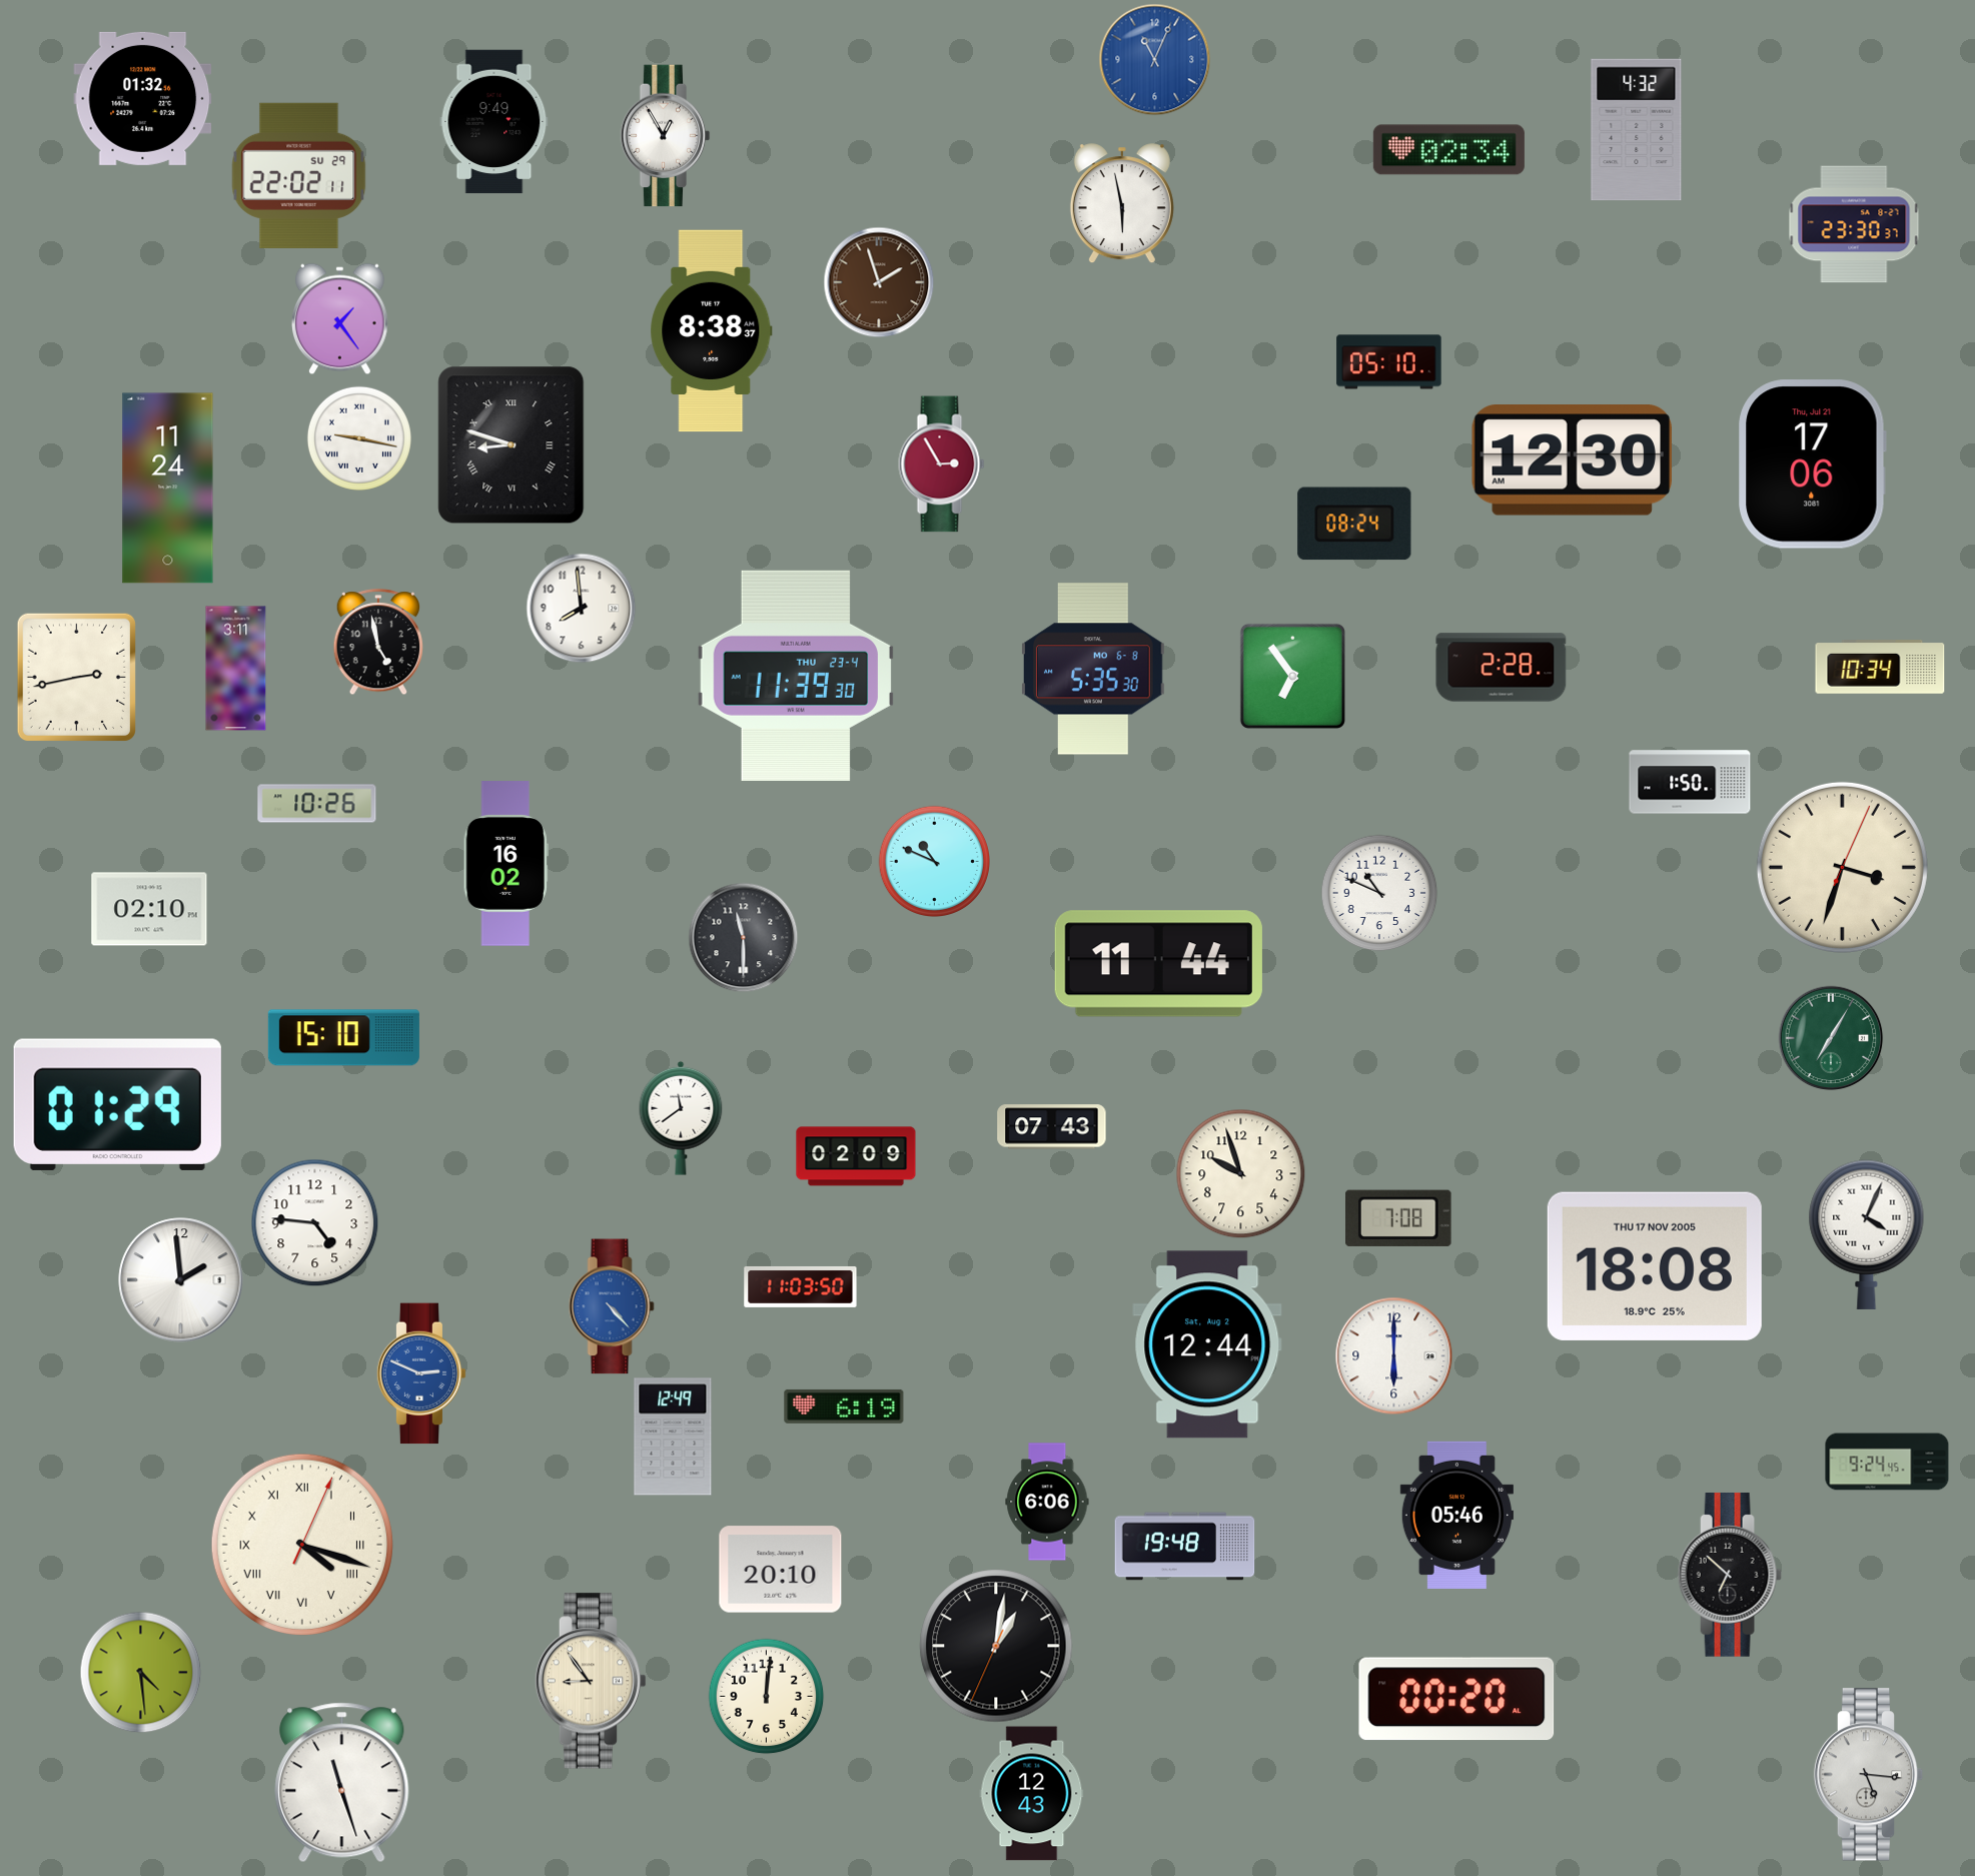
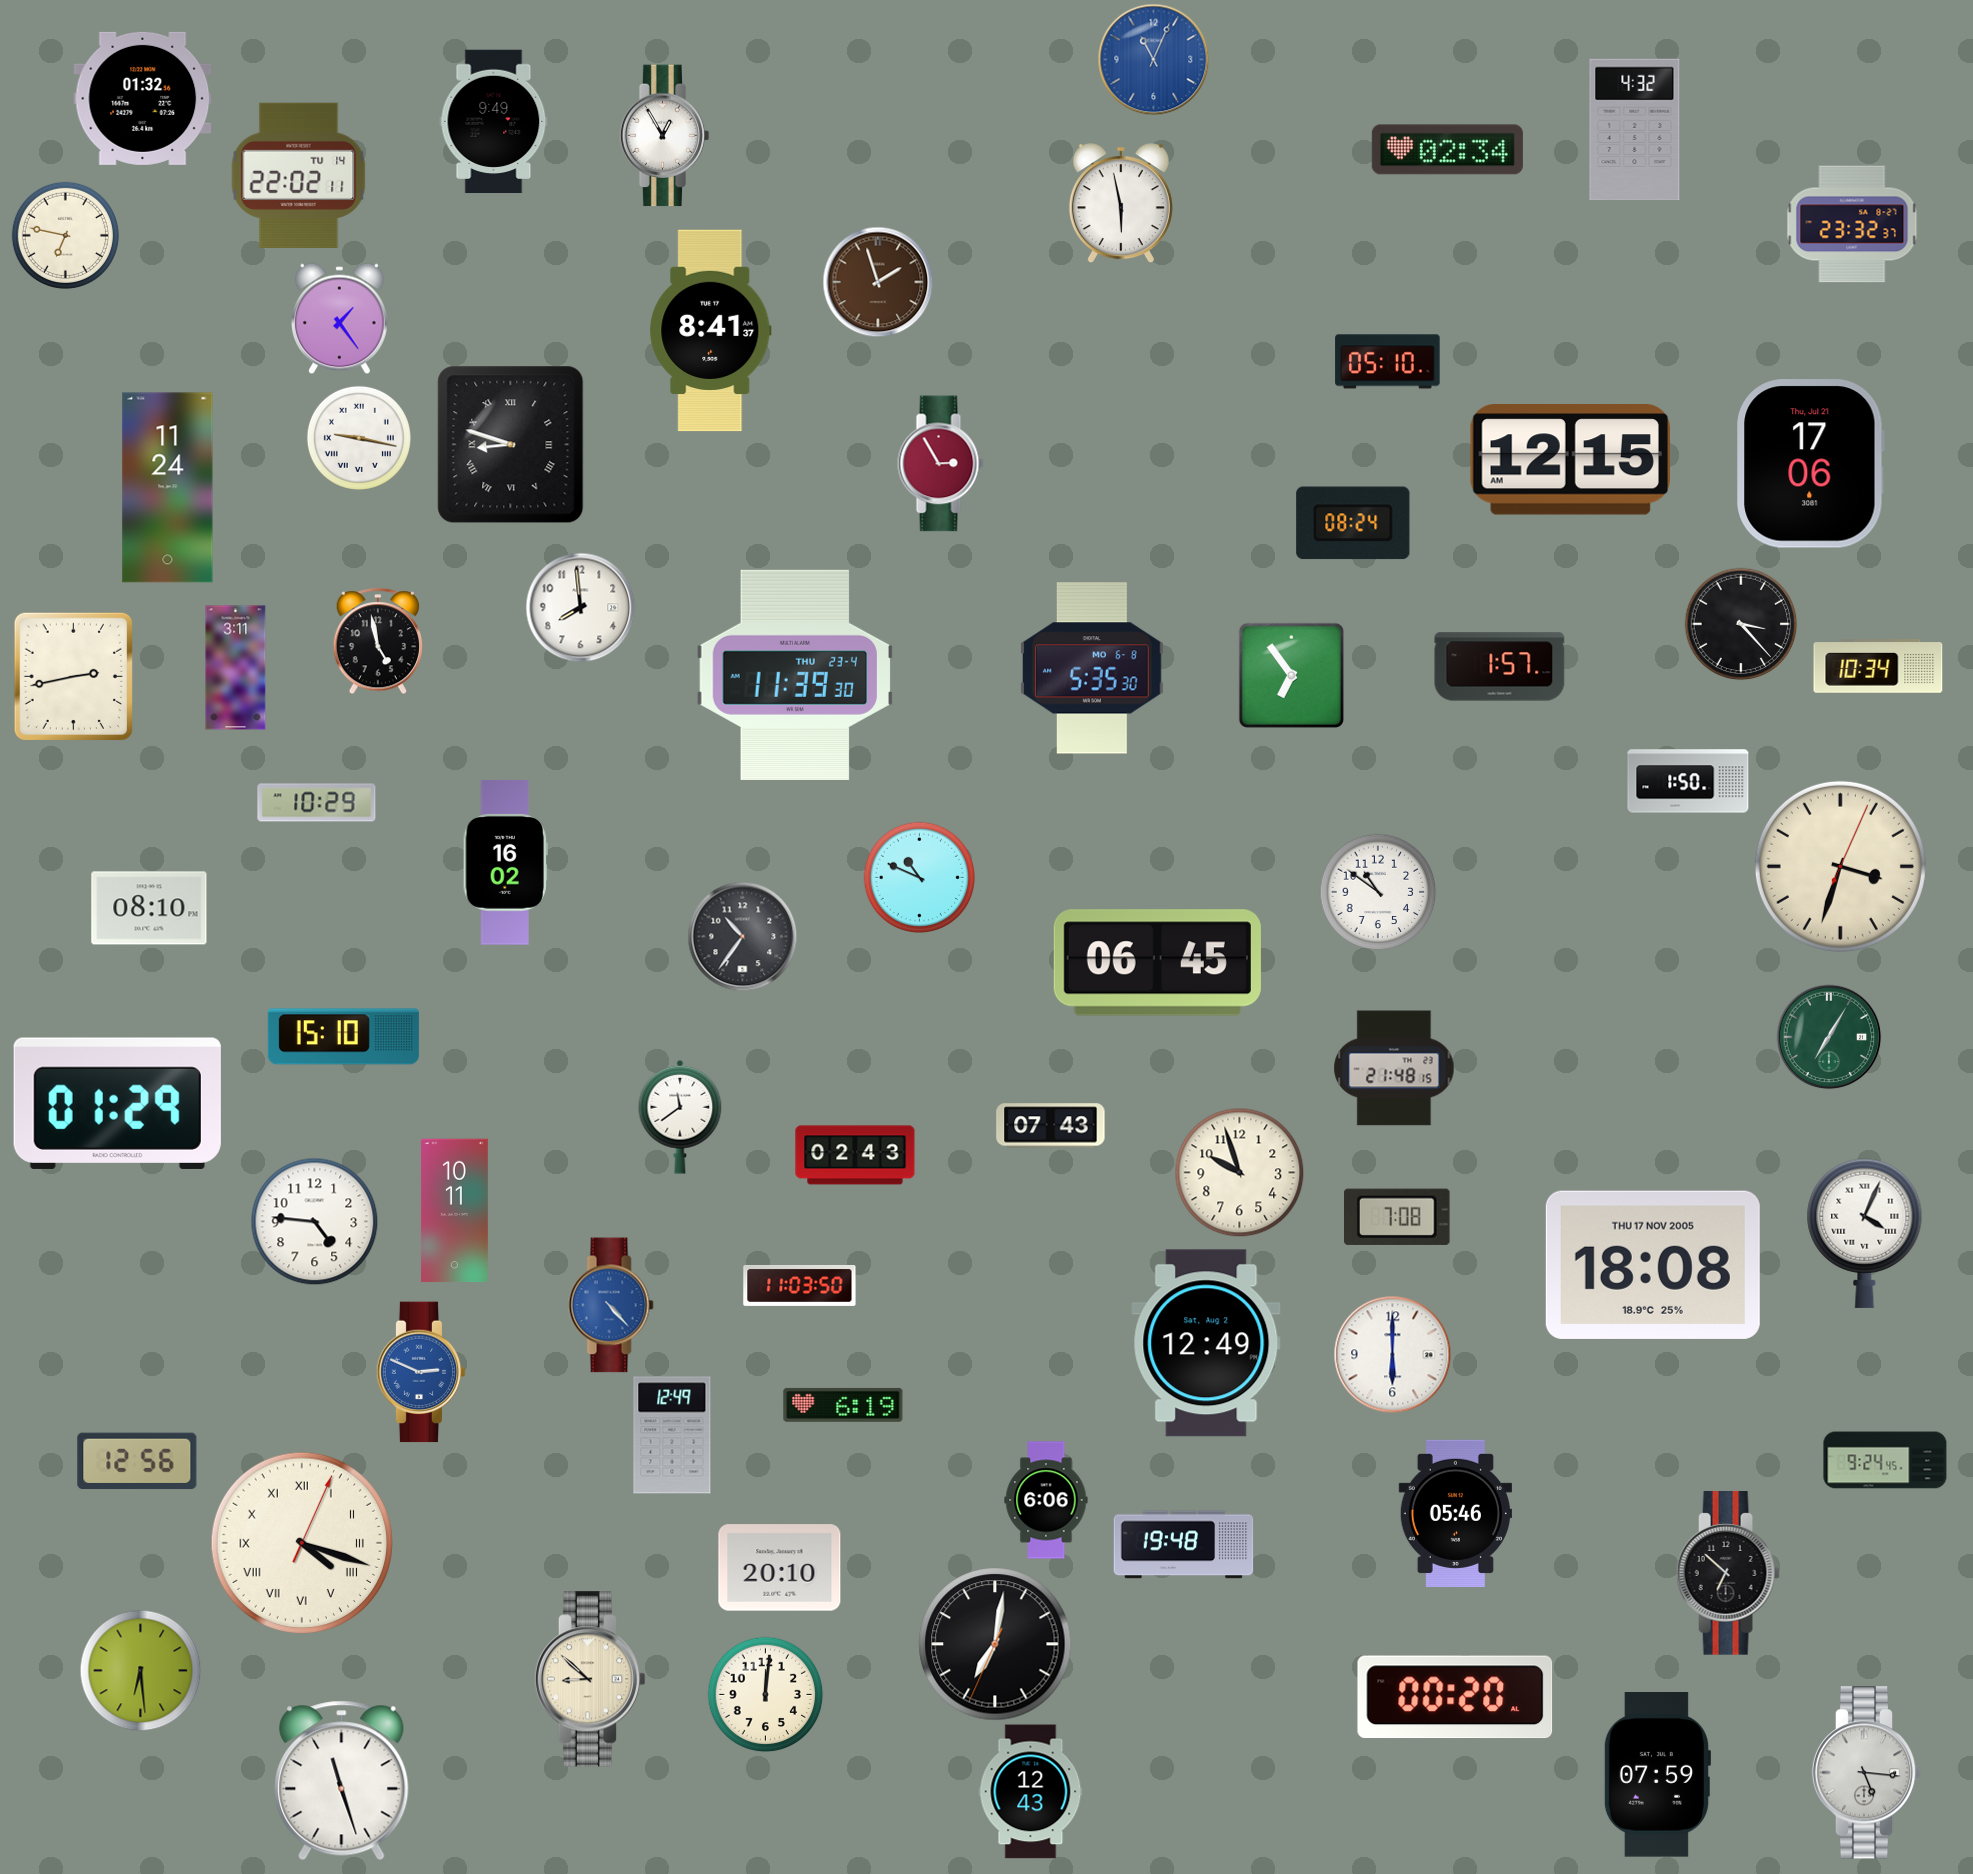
clock at (299, 175) date: SU 29 -> TU 14
clock at (1854, 224): 23:30 -> 23:32
clock at (65, 235): none -> 6:47
clock at (712, 331): 8:38 -> 8:41
clock at (1572, 460): 12:30 -> 12:15
clock at (1741, 624): none -> 3:23
clock at (1502, 668): 2:28 -> 1:57
clock at (76, 677) position: (76, 677) -> (73, 676)
clock at (317, 804): 10:26 -> 10:29
clock at (934, 861) position: (934, 861) -> (919, 877)
clock at (1379, 893): 10:49 -> 10:51
clock at (149, 909): 02:10 -> 08:10
clock at (743, 937): 11:30 -> 10:36
clock at (1158, 964): 11:44 -> 06:45
clock at (1394, 1068): none -> 21:48
clock at (856, 1156): 02:09 -> 02:43
clock at (454, 1211): none -> 10:11
clock at (181, 1280): 1:59 -> none
clock at (1207, 1344): 12:44 -> 12:49
clock at (137, 1461): none -> 12:56
clock at (996, 1646): 1:01 -> 7:01
clock at (140, 1672): 4:29 -> 6:29
clock at (591, 1681): 8:54 -> 8:52
clock at (1657, 1775): none -> 07:59
